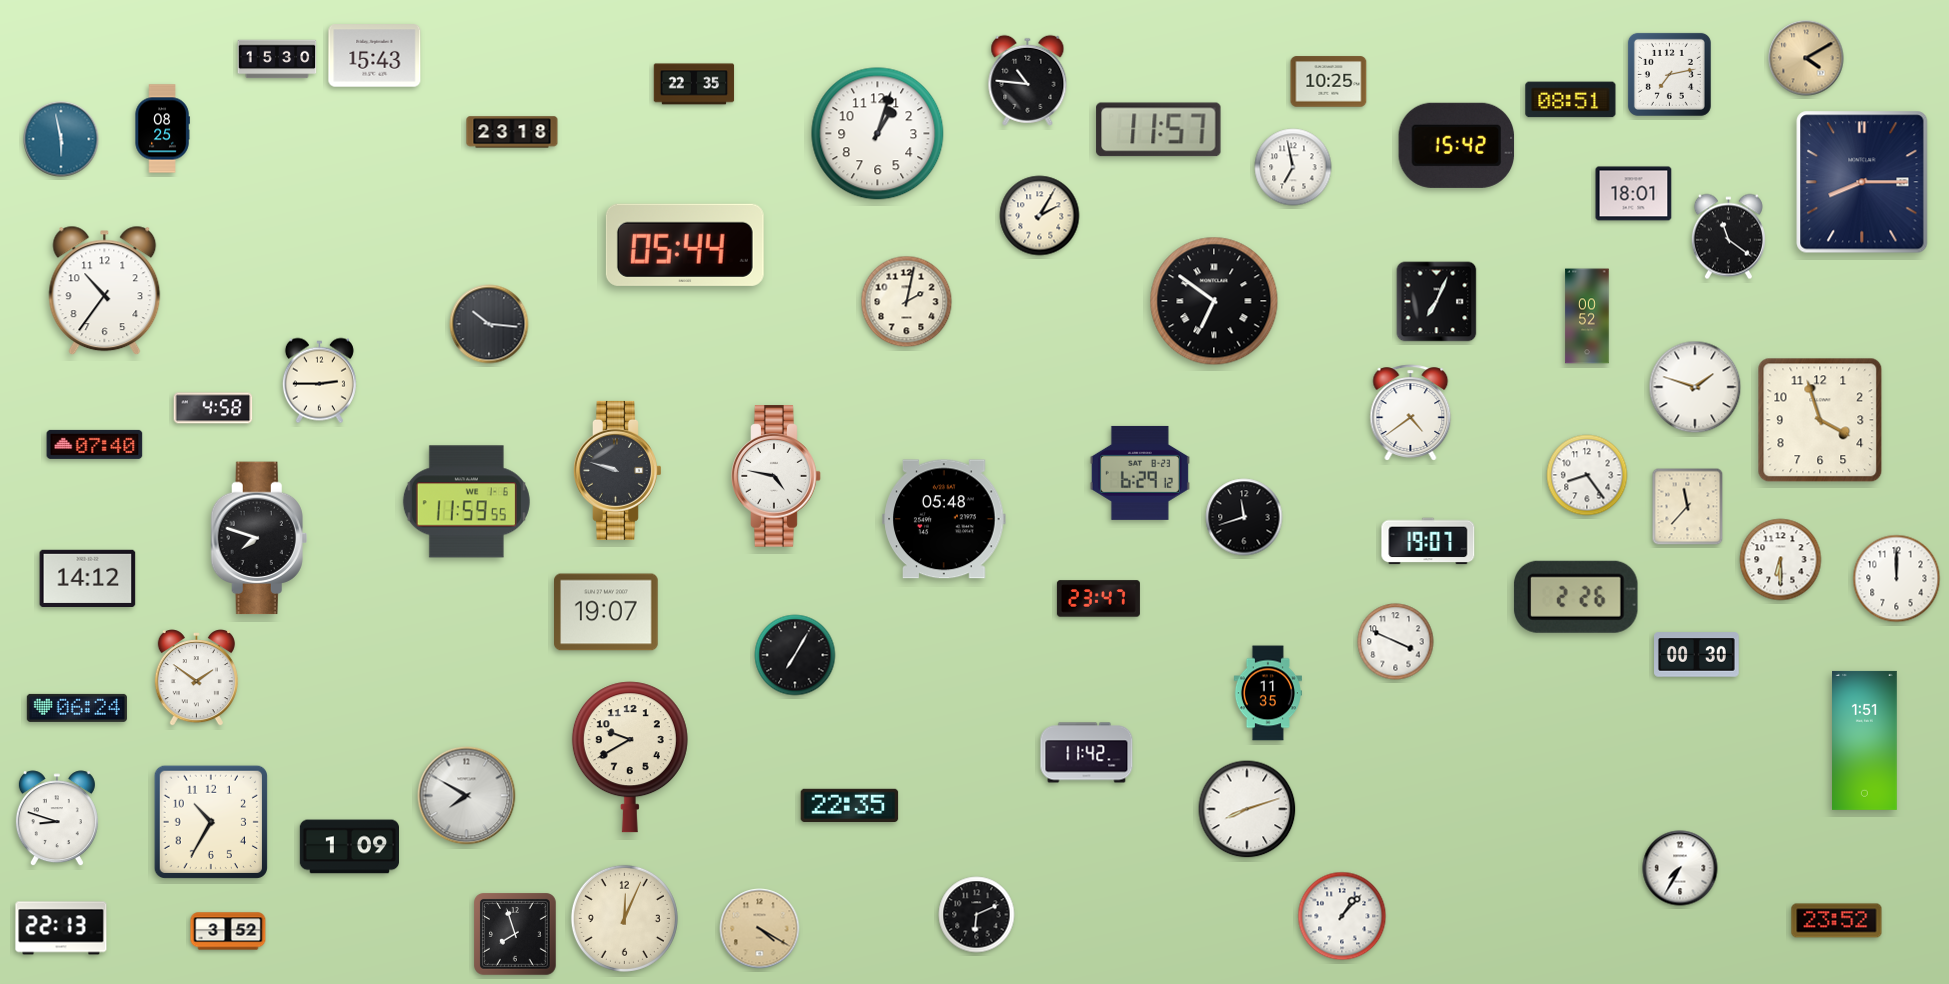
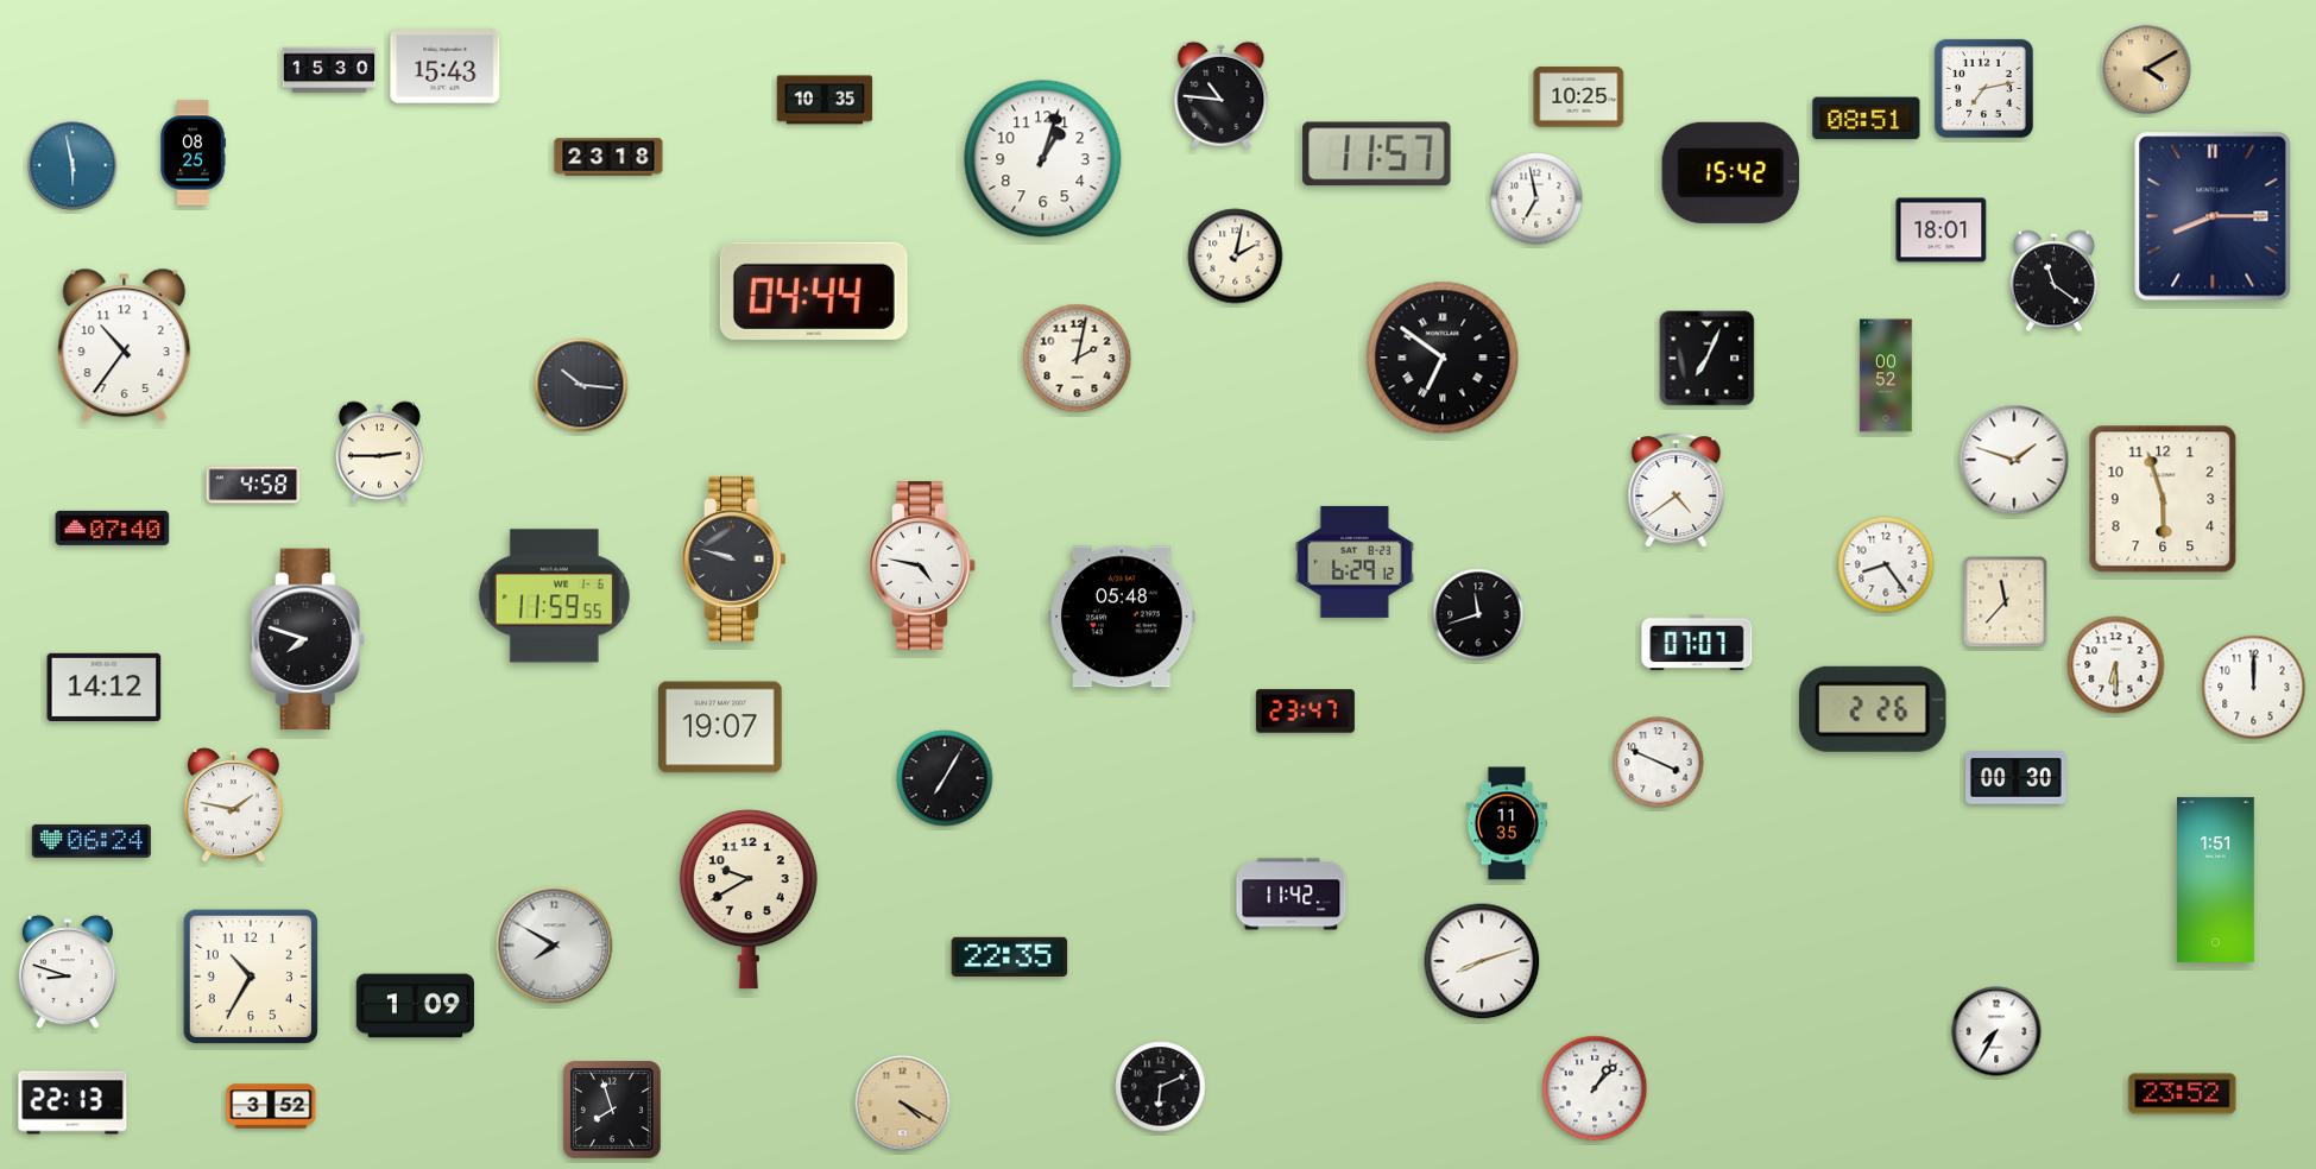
clock at (694, 84): 22:35 -> 10:35
clock at (1040, 216): 2:05 -> 2:02
clock at (685, 245): 05:44 -> 04:44
clock at (1820, 420): 3:57 -> 5:57
clock at (1428, 541): 19:07 -> 07:07
clock at (196, 678): 1:51 -> 1:47
clock at (624, 918): 12:04 -> none
